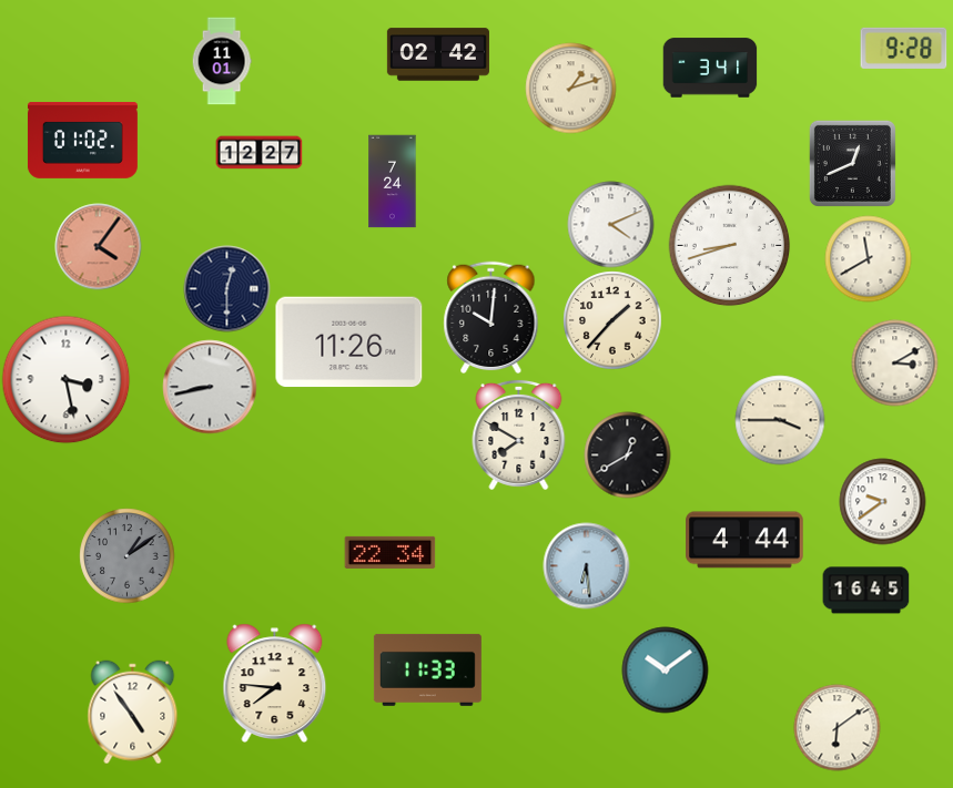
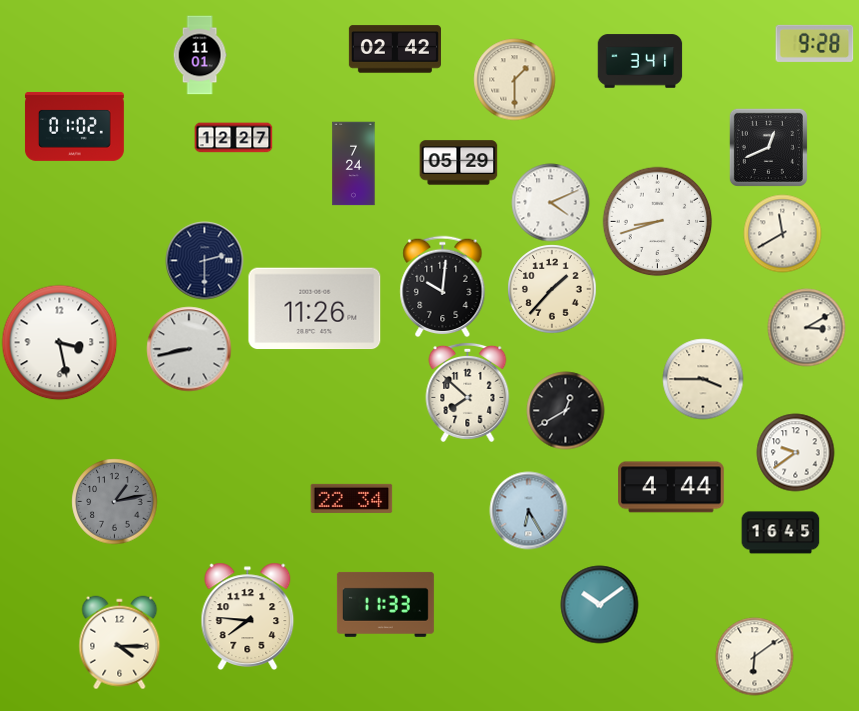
clock at (570, 88): 1:12 -> 1:30
clock at (458, 163): none -> 05:29
clock at (98, 246): 4:06 -> none
clock at (226, 288): 12:30 -> 2:30
clock at (519, 434): 7:50 -> 7:52
clock at (126, 555): 1:09 -> 1:13
clock at (586, 565): 6:29 -> 6:25
clock at (133, 712): 4:54 -> 4:15
